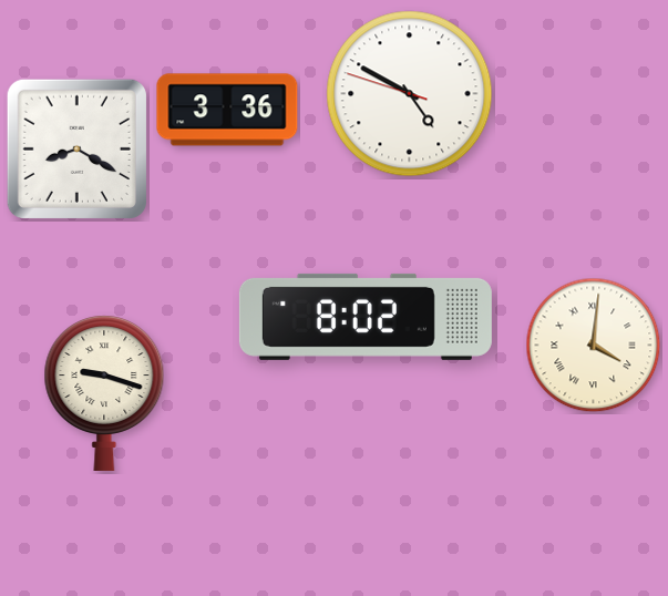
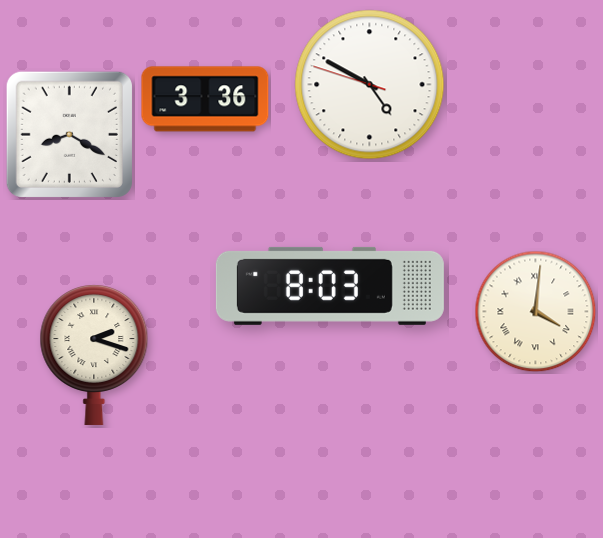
clock at (366, 317): 8:02 -> 8:03
clock at (104, 393): 9:18 -> 2:18
